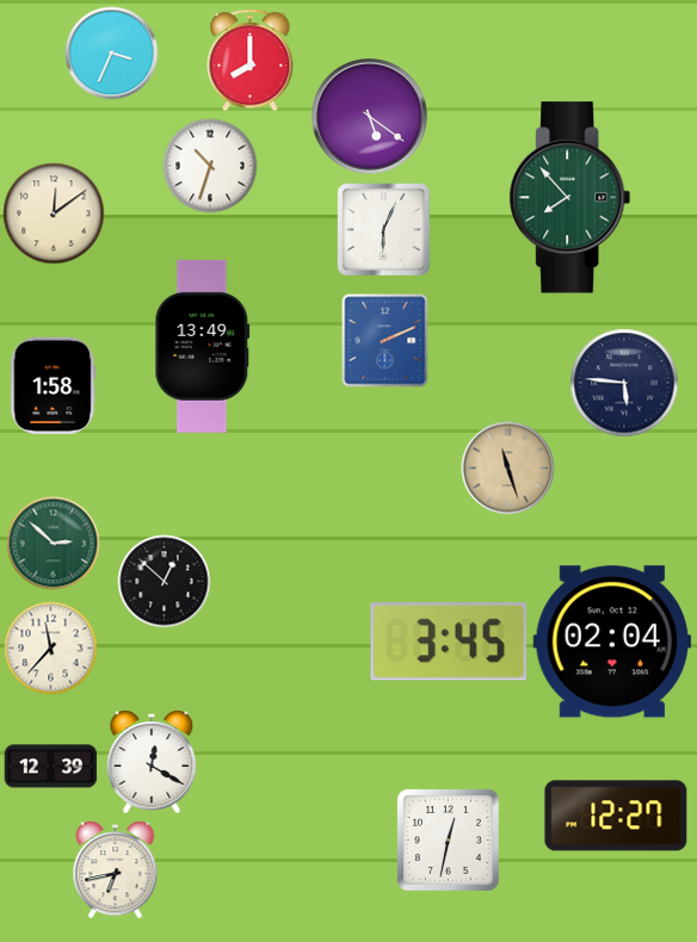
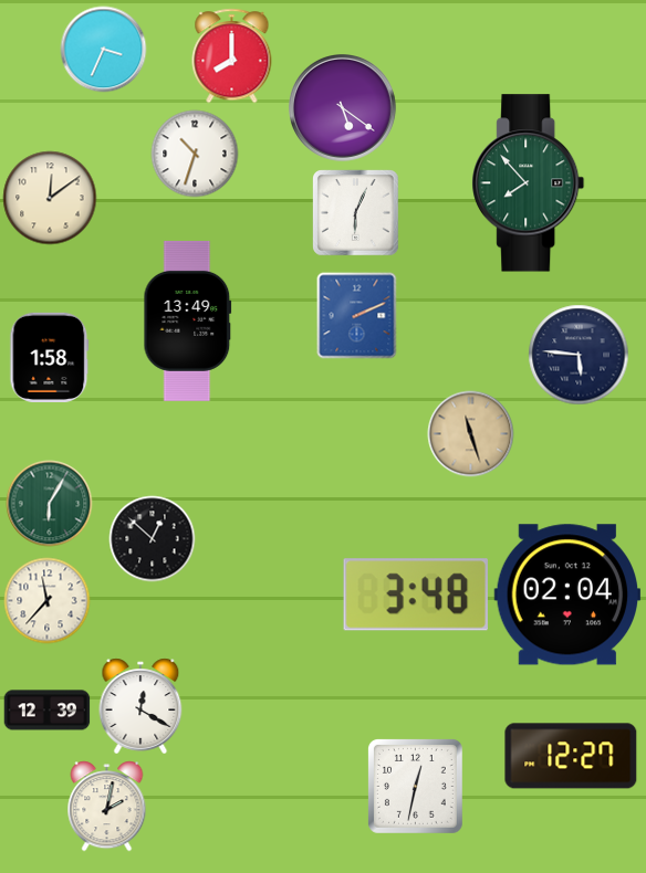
clock at (53, 543): 2:52 -> 6:05
clock at (449, 642): 3:45 -> 3:48
clock at (448, 839) position: (448, 839) -> (415, 786)
clock at (116, 869): 6:43 -> 2:02
